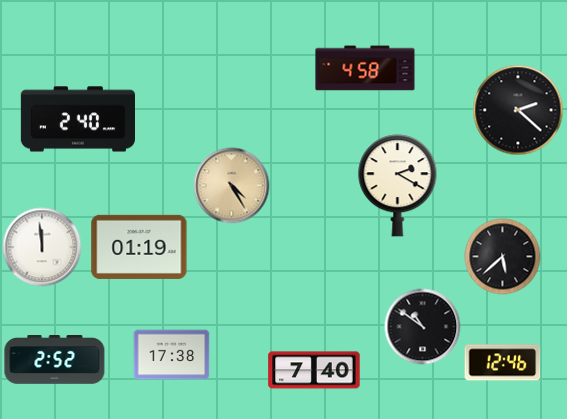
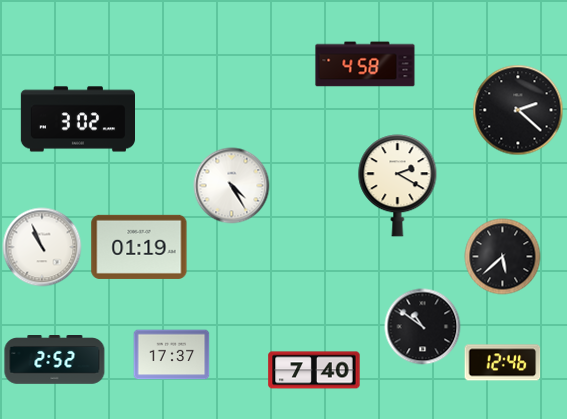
clock at (365, 68) position: (365, 68) -> (365, 64)
clock at (77, 119): 2:40 -> 3:02
clock at (232, 186) dial: champagne -> white
clock at (42, 247): 11:59 -> 10:56
clock at (172, 355): 17:38 -> 17:37
